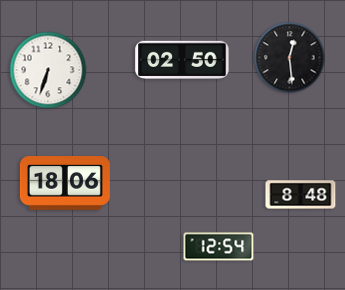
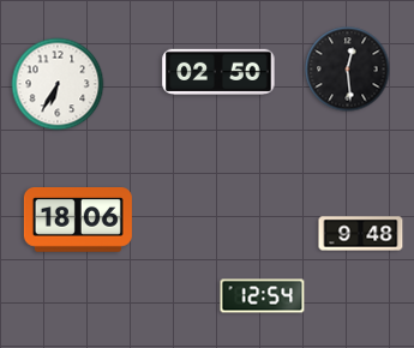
clock at (48, 70): 6:33 -> 6:35
clock at (301, 195): 8:48 -> 9:48
